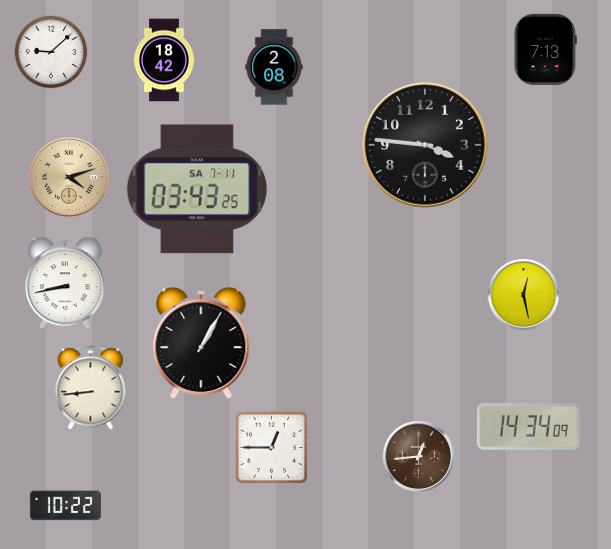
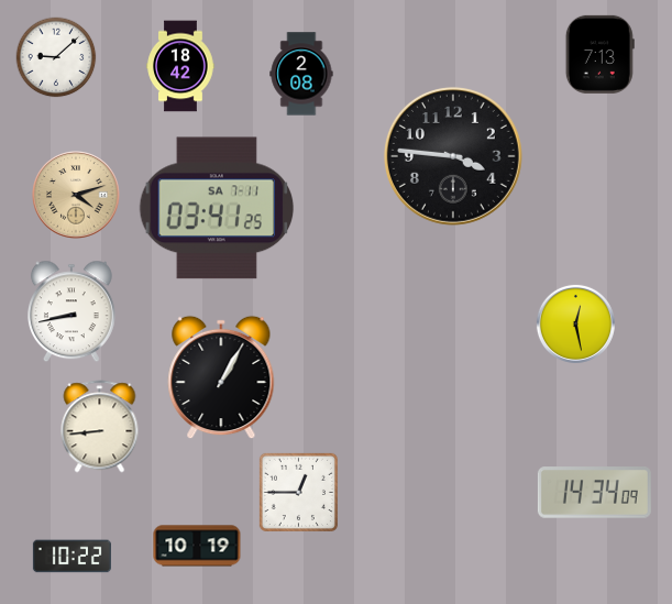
clock at (425, 145) position: (425, 145) -> (453, 156)
clock at (197, 189): 03:43 -> 03:41
clock at (528, 427) position: (528, 427) -> (594, 493)
clock at (418, 456): 12:44 -> none
clock at (197, 546): none -> 10:19
